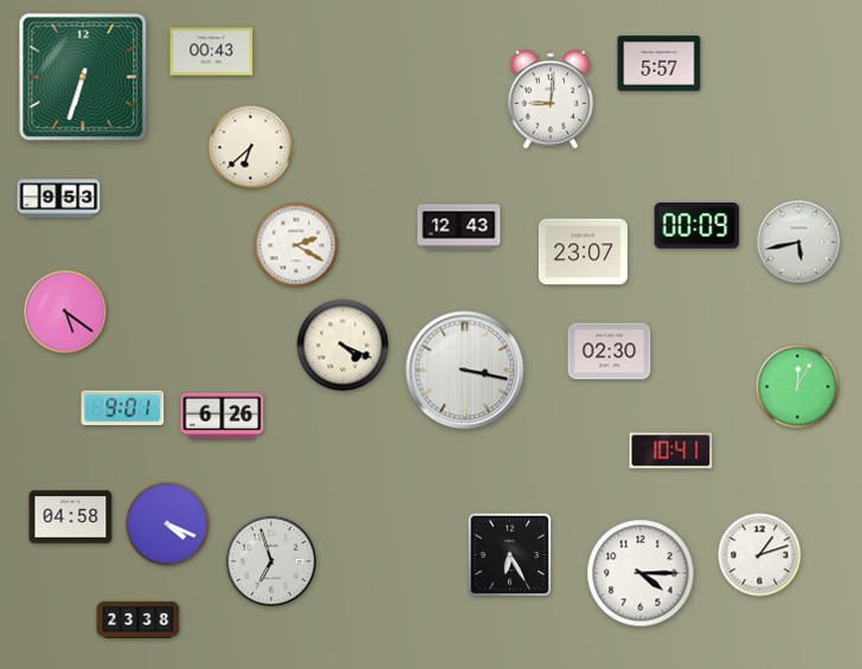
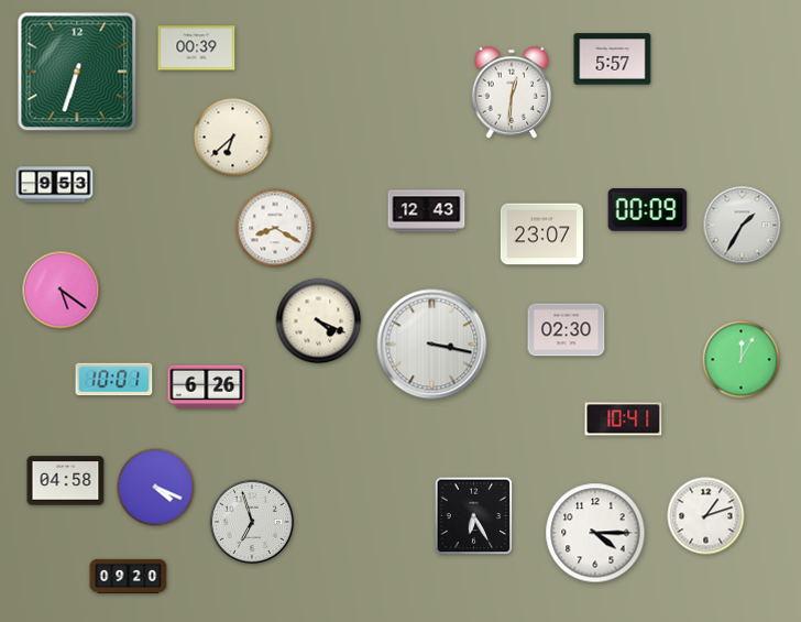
clock at (212, 52): 00:43 -> 00:39
clock at (551, 99): 9:01 -> 12:31
clock at (799, 243): 5:43 -> 1:35
clock at (296, 245): 2:20 -> 8:20
clock at (610, 352) position: (610, 352) -> (567, 330)
clock at (123, 409): 9:01 -> 10:01
clock at (139, 619): 23:38 -> 09:20
